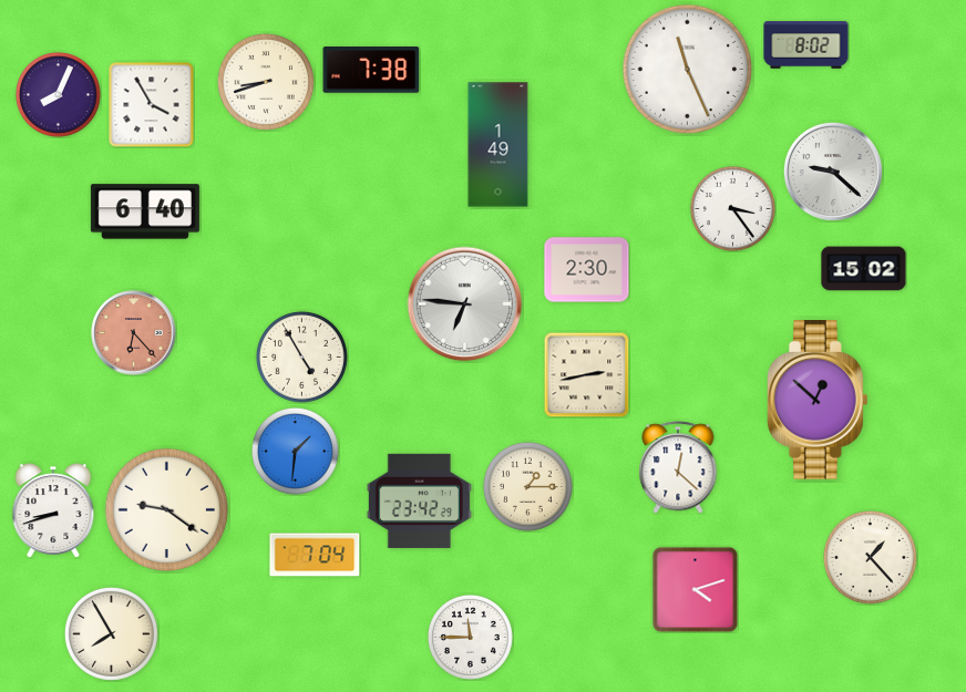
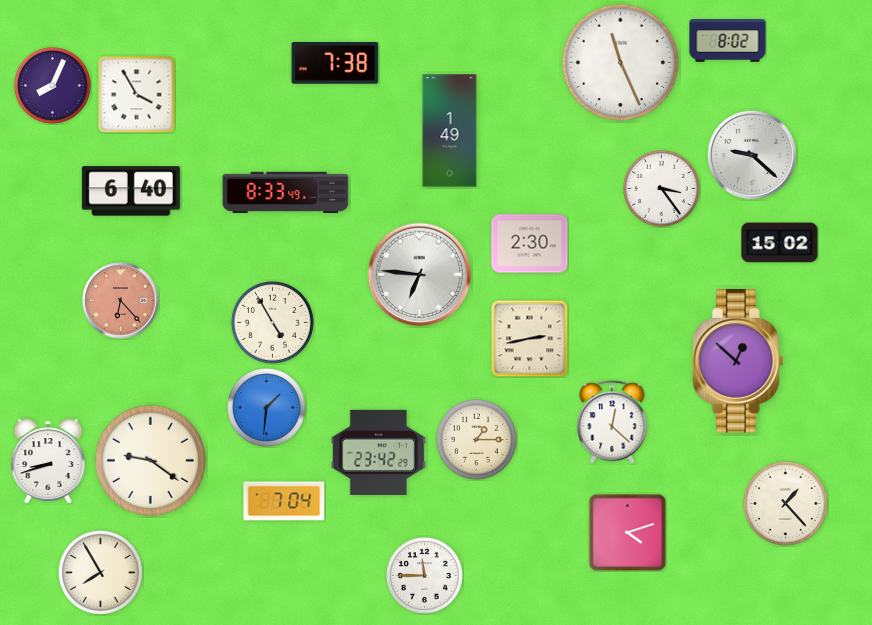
clock at (266, 82): 8:42 -> none
clock at (286, 192): none -> 8:33
